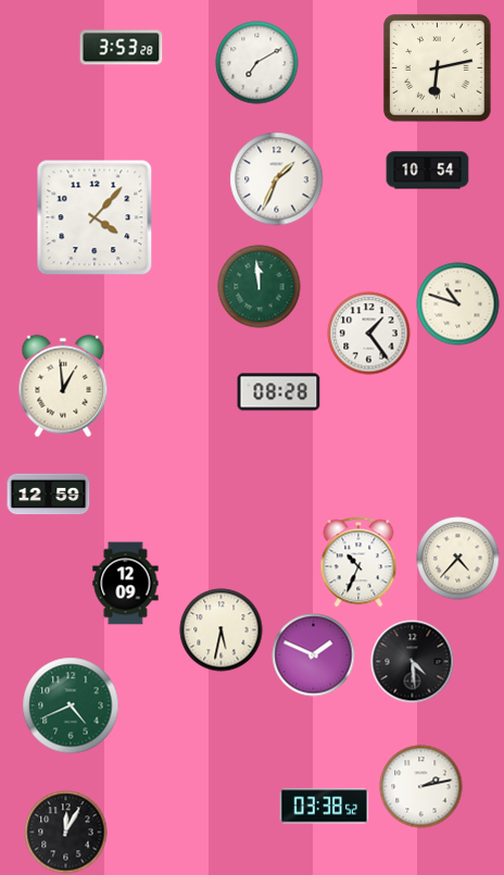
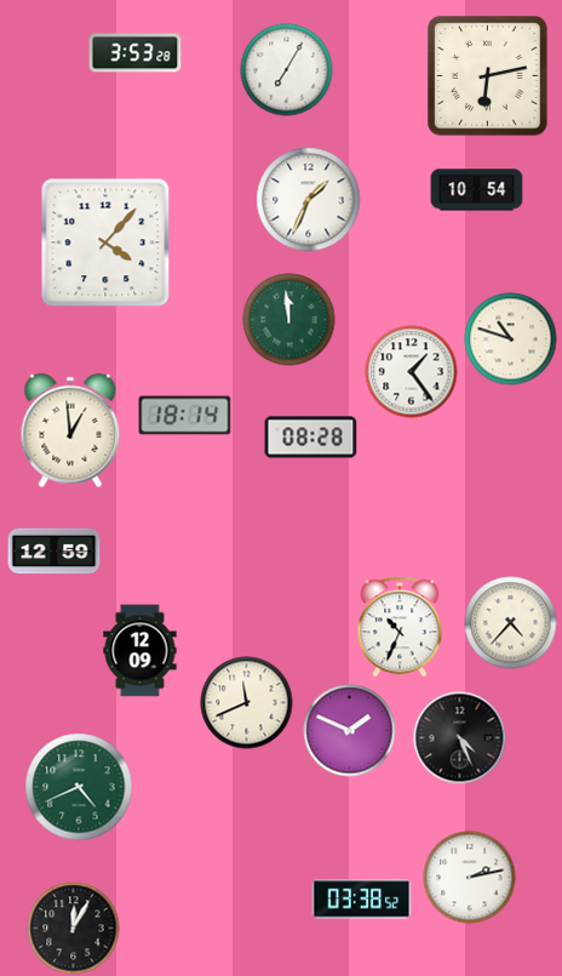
clock at (257, 63): 7:10 -> 7:05
clock at (185, 416): none -> 18:14
clock at (222, 630): 5:32 -> 11:41
clock at (413, 662): 4:29 -> 4:26
